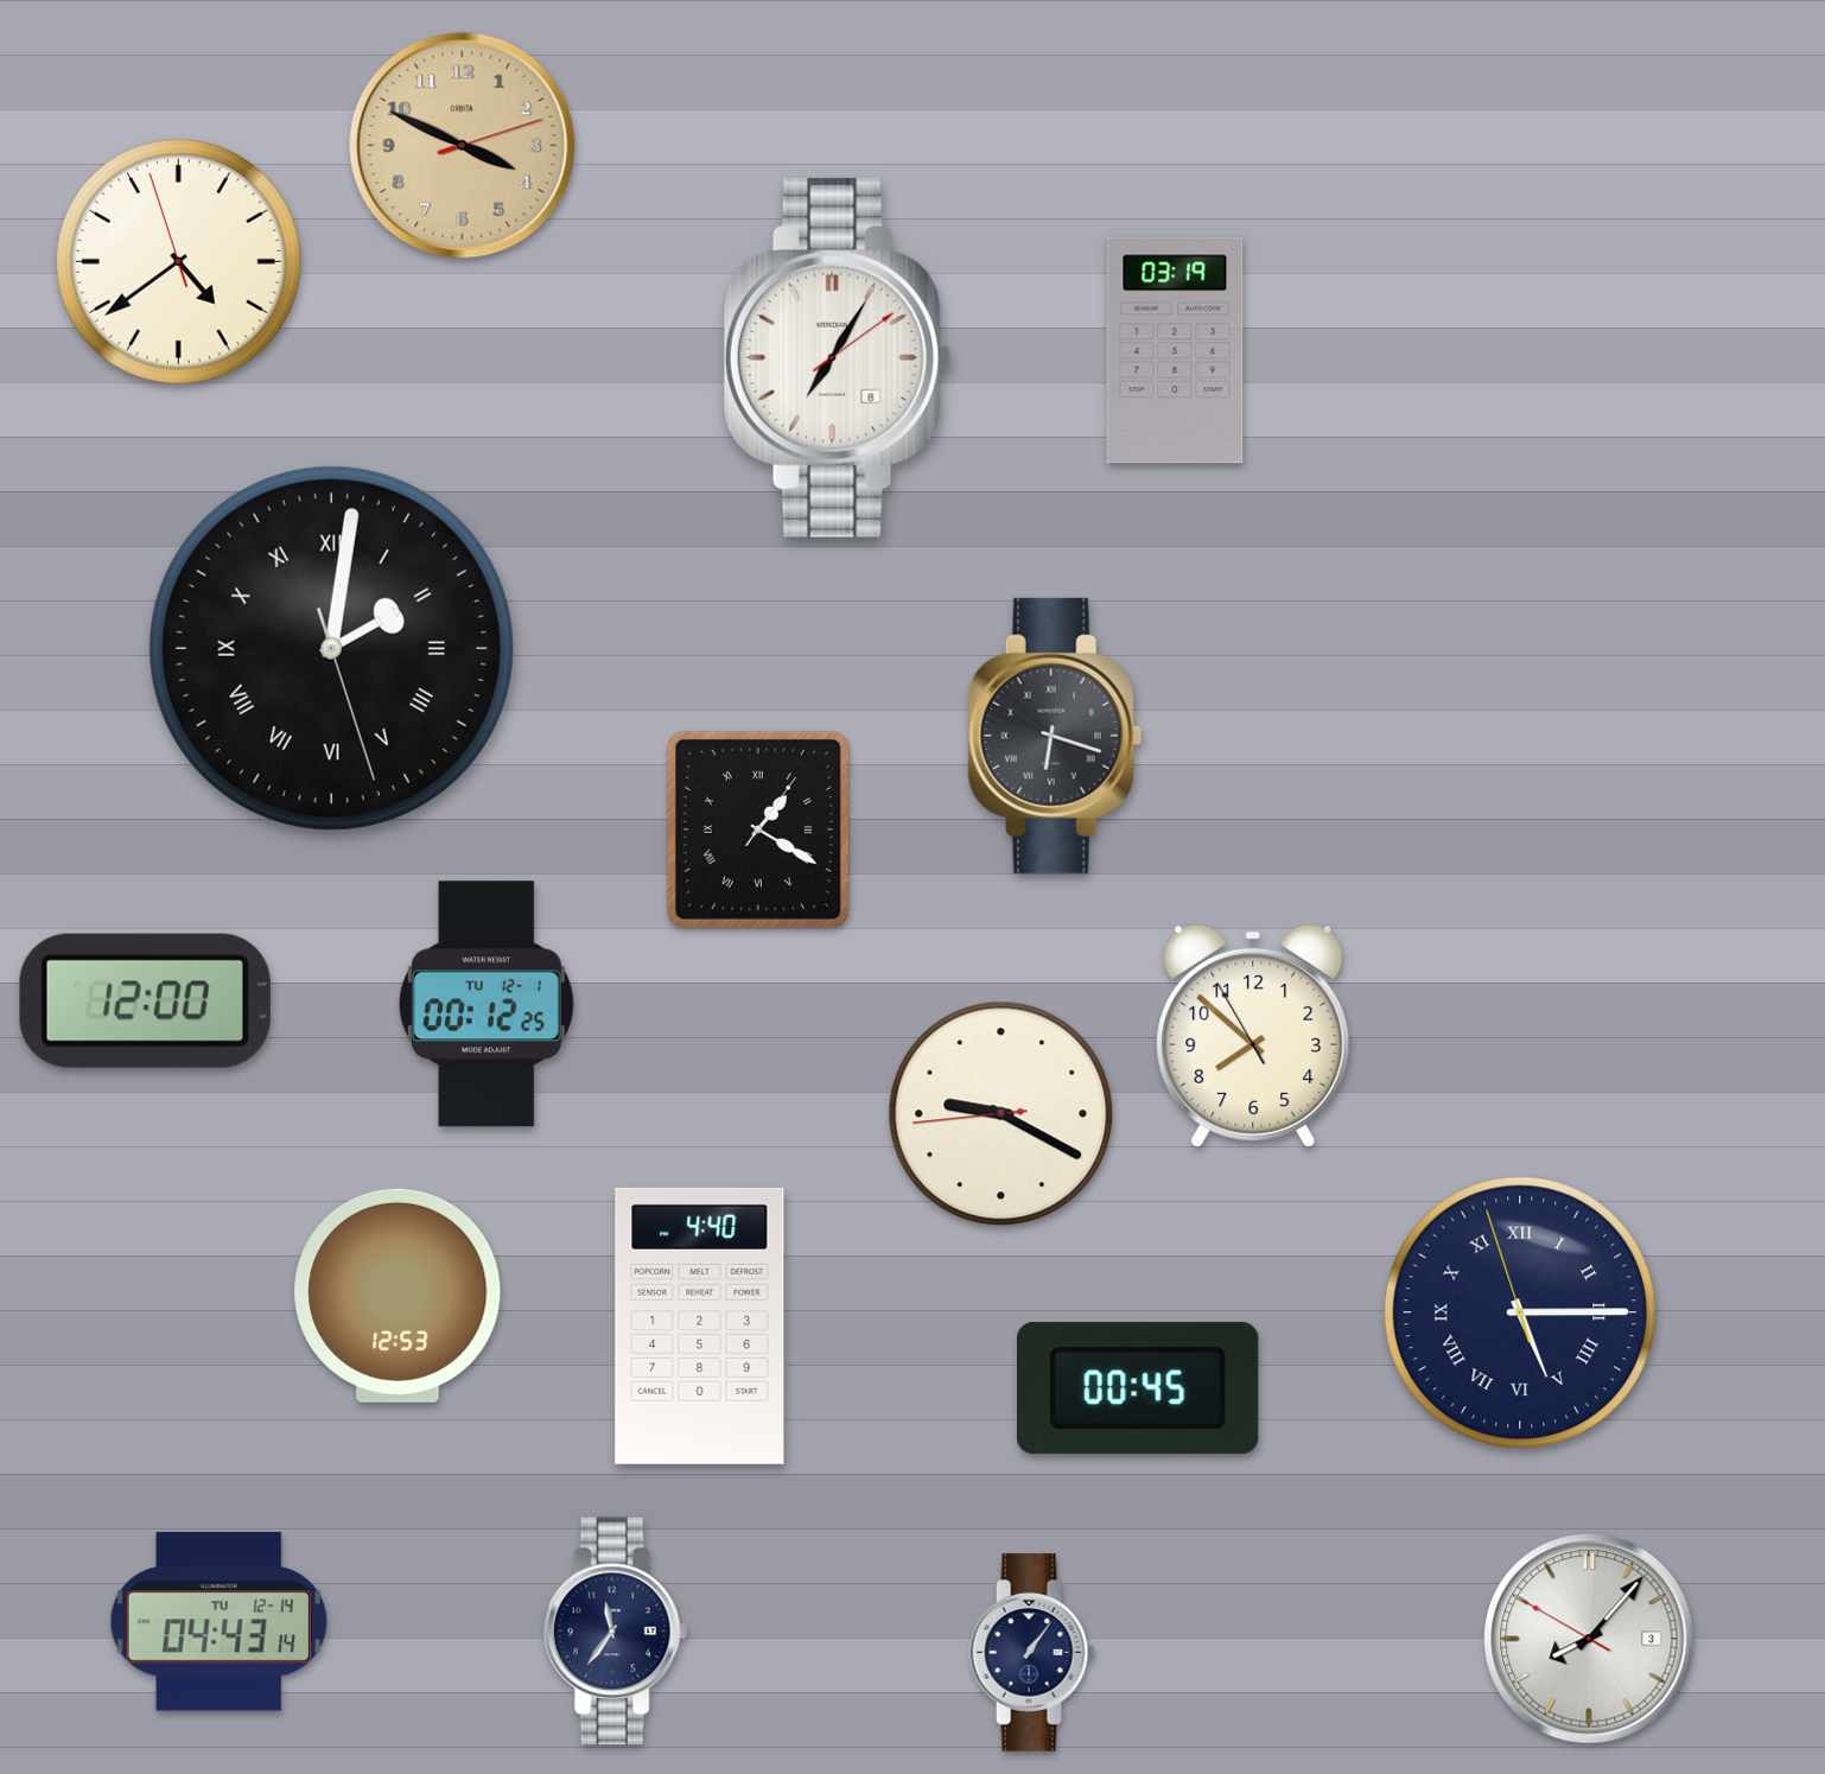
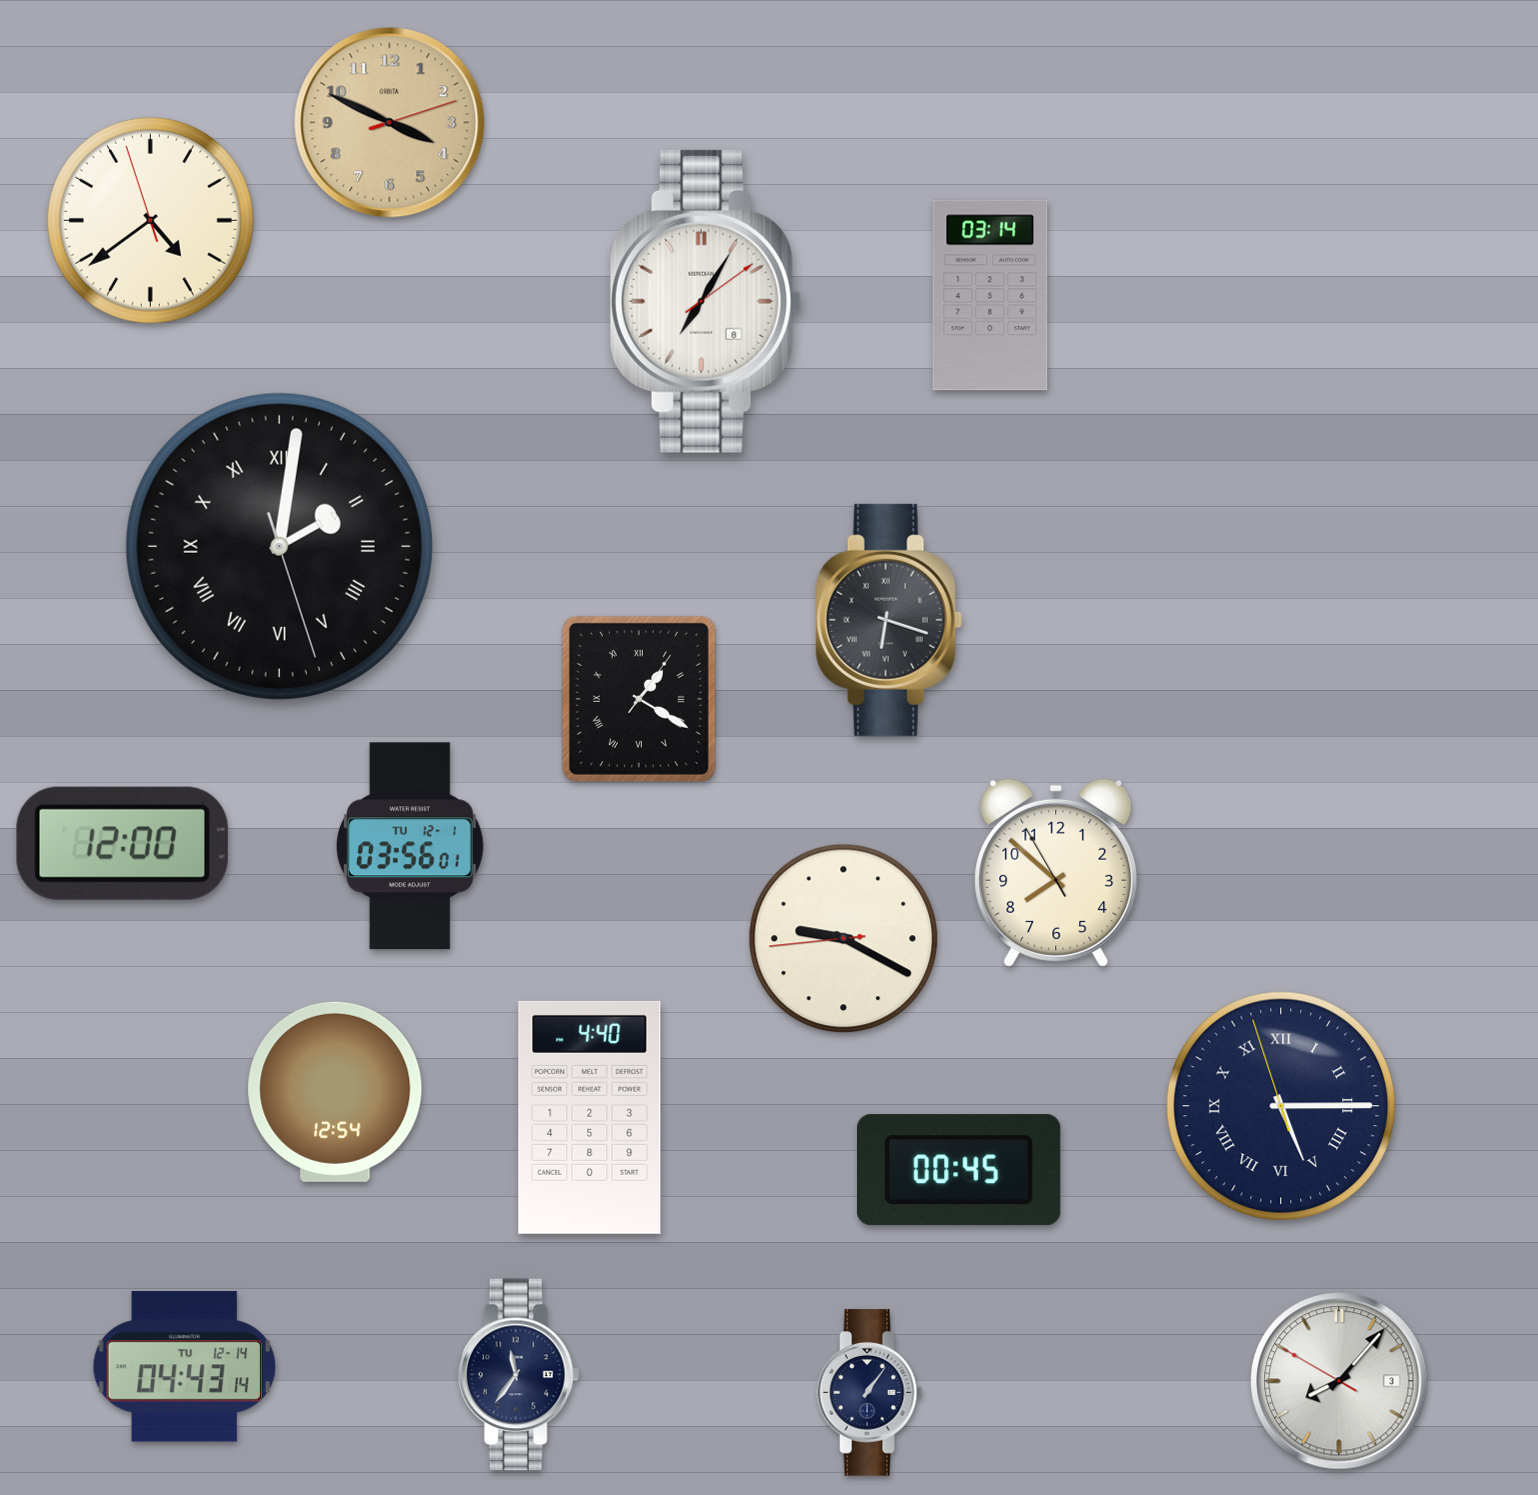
clock at (1175, 350): 03:19 -> 03:14
clock at (487, 1004): 00:12 -> 03:56
clock at (398, 1296): 12:53 -> 12:54
